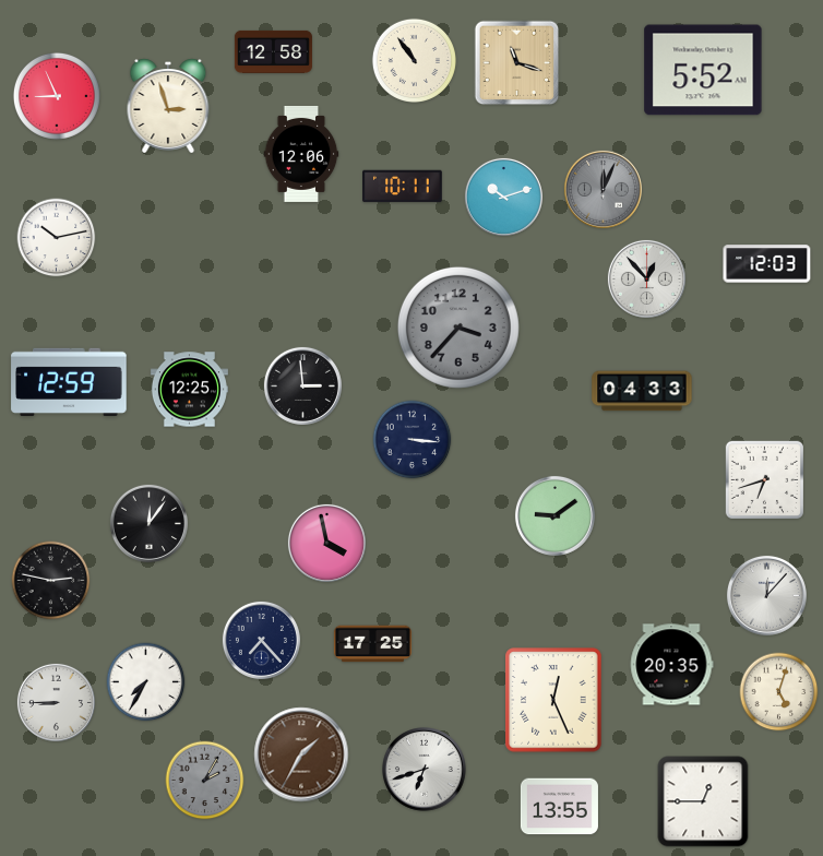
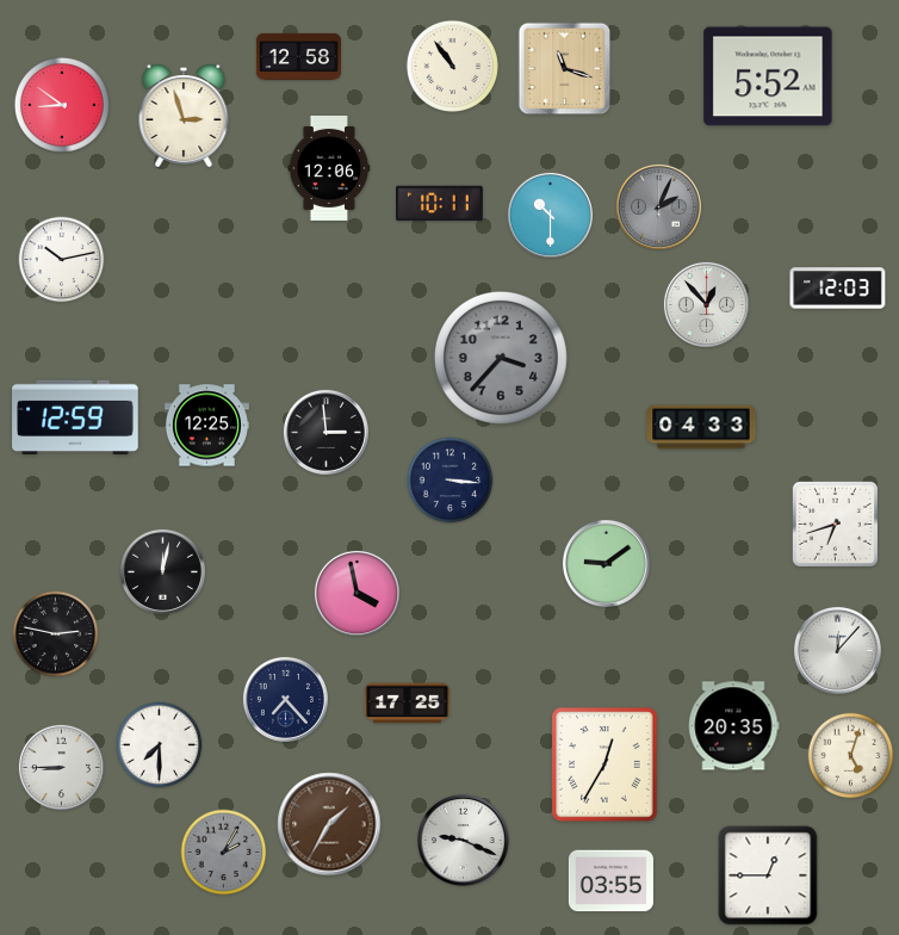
clock at (57, 96): 8:56 -> 8:51
clock at (603, 189): 12:04 -> 2:04
clock at (503, 197): 10:12 -> 10:30
clock at (302, 385) position: (302, 385) -> (325, 432)
clock at (148, 523): 12:06 -> 12:02
clock at (146, 682): 7:35 -> 7:30
clock at (553, 700): 12:26 -> 12:35
clock at (425, 770): 6:42 -> 9:19
clock at (559, 807): 13:55 -> 03:55
